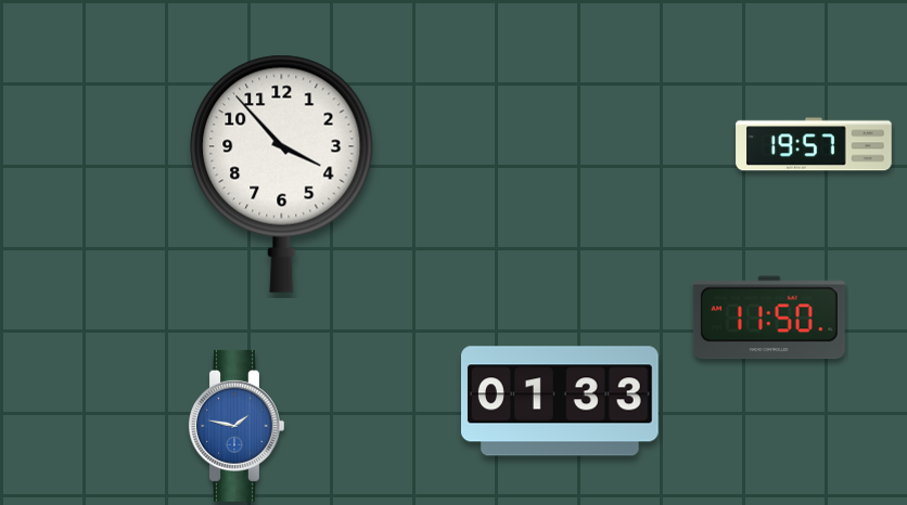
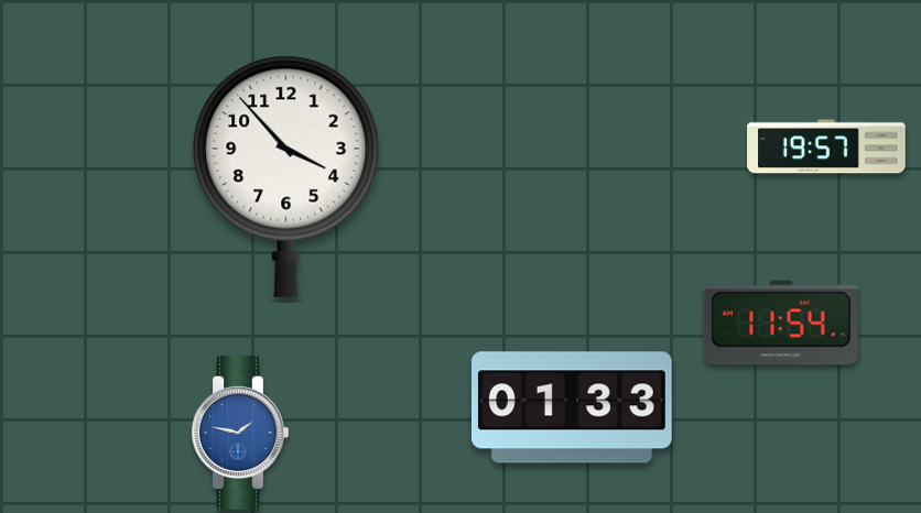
clock at (769, 318): 11:50 -> 11:54
clock at (560, 401) position: (560, 401) -> (572, 407)
